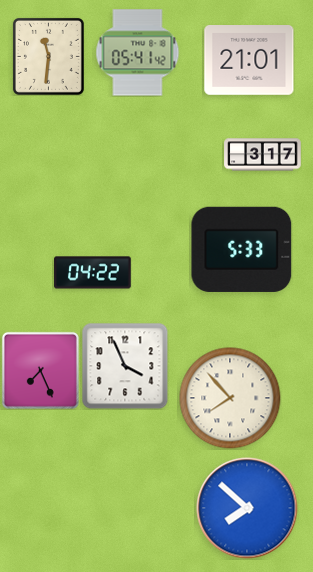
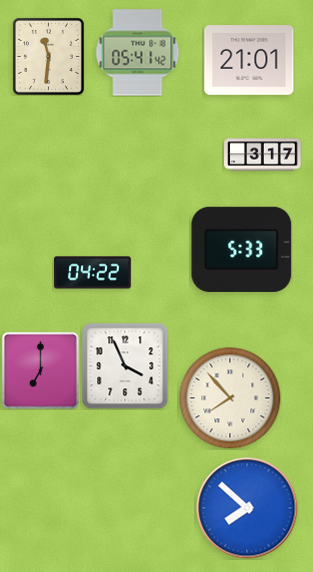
clock at (40, 370): 7:26 -> 7:00
